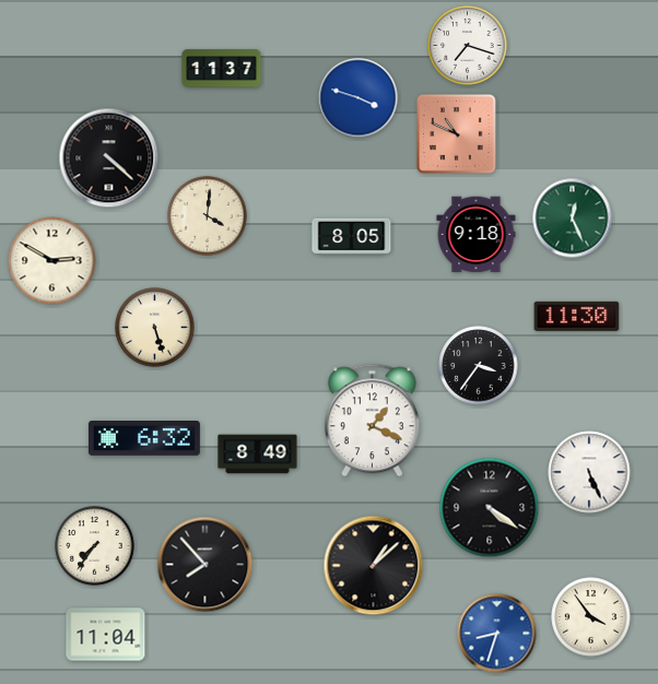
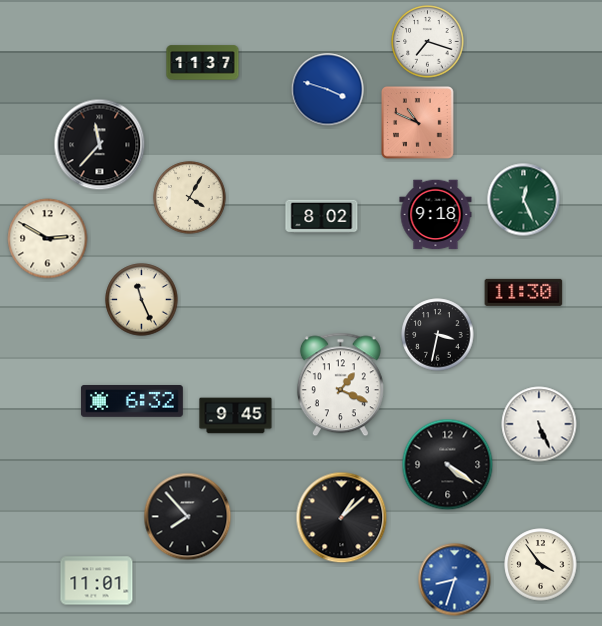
clock at (109, 158): 4:22 -> 11:37
clock at (208, 216): 4:01 -> 4:05
clock at (352, 237): 8:05 -> 8:02
clock at (577, 316) position: (577, 316) -> (524, 292)
clock at (155, 328): 5:27 -> 11:26
clock at (479, 366): 3:36 -> 3:32
clock at (258, 455): 8:49 -> 9:45
clock at (589, 472) position: (589, 472) -> (539, 424)
clock at (95, 546): 7:36 -> none
clock at (106, 635): 11:04 -> 11:01
